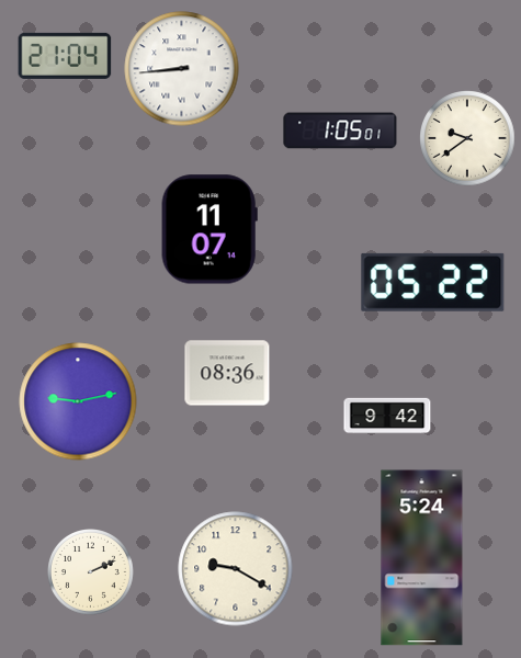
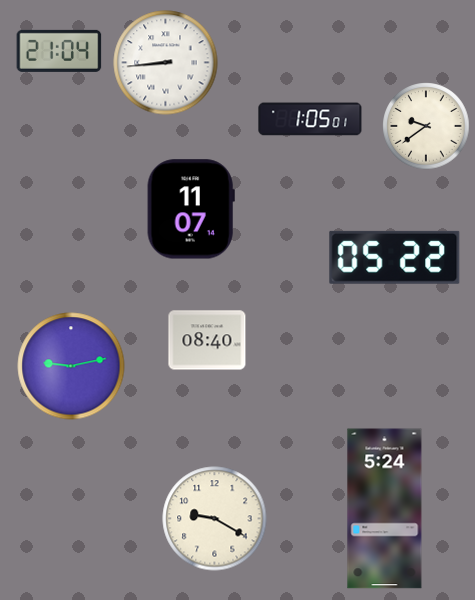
clock at (227, 373): 08:36 -> 08:40
clock at (387, 416): 9:42 -> none
clock at (91, 572): 2:11 -> none
